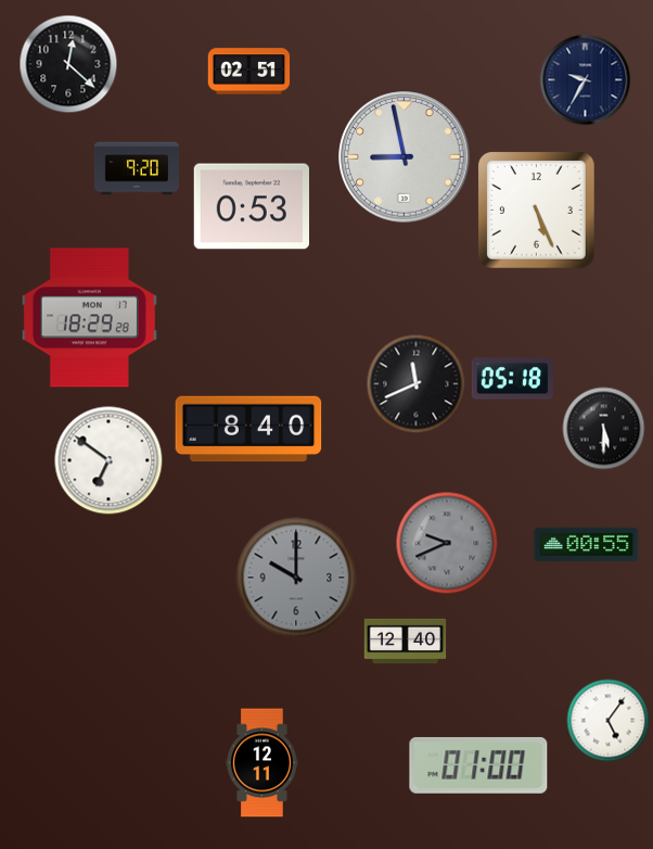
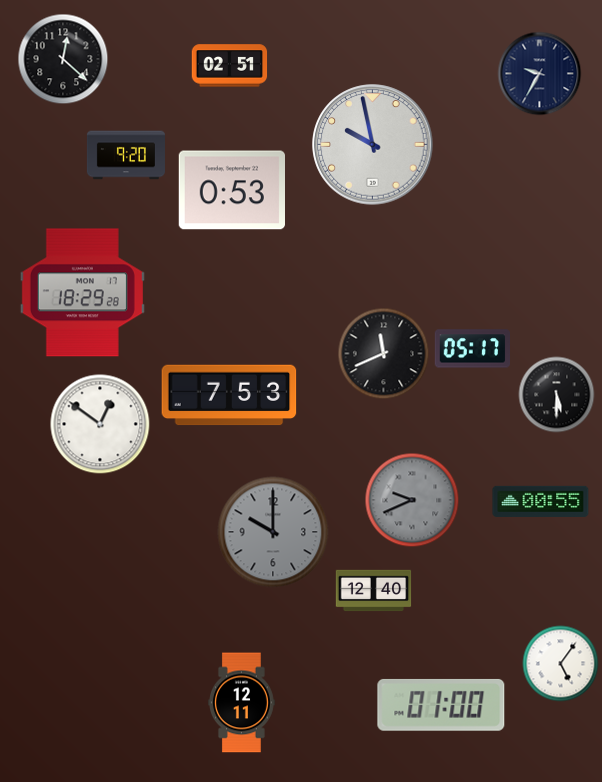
clock at (405, 157): 8:58 -> 9:58
clock at (536, 210): 5:26 -> none
clock at (512, 379): 05:18 -> 05:17
clock at (248, 429): 8:40 -> 7:53
clock at (108, 460): 6:51 -> 12:51
